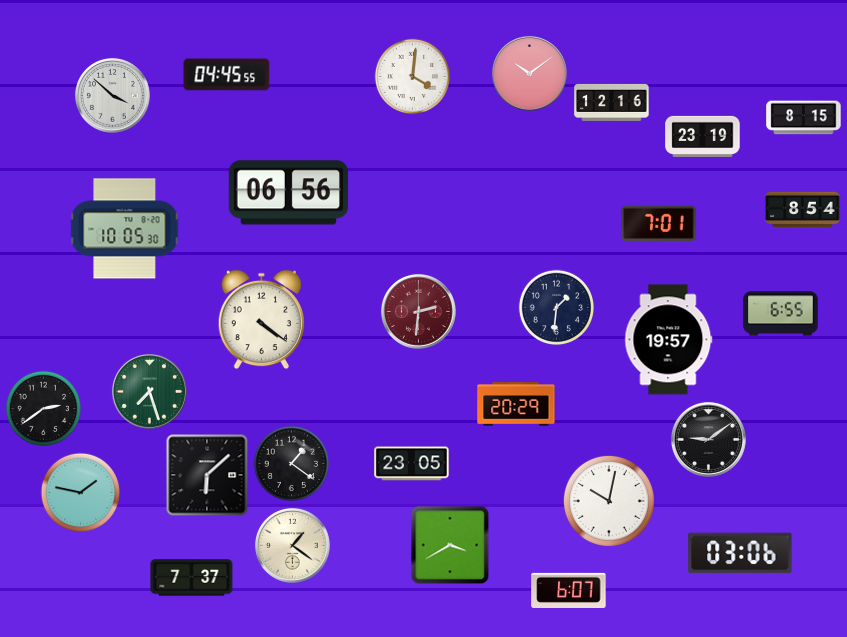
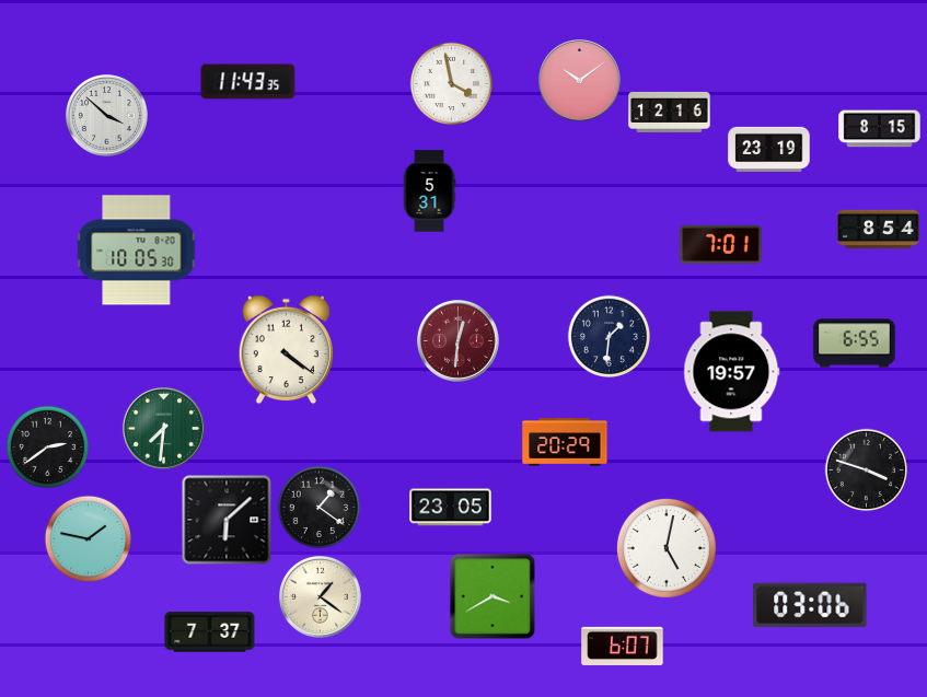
clock at (227, 75): 04:45 -> 11:43
clock at (413, 77): 4:01 -> 3:58
clock at (112, 95) position: (112, 95) -> (106, 115)
clock at (429, 191): none -> 5:31
clock at (289, 193): 06:56 -> none
clock at (418, 311): 2:31 -> 12:31
clock at (149, 391): 7:27 -> 7:31
clock at (867, 471): none -> 3:48
clock at (708, 439): 9:09 -> none
clock at (609, 501): 10:02 -> 5:02
